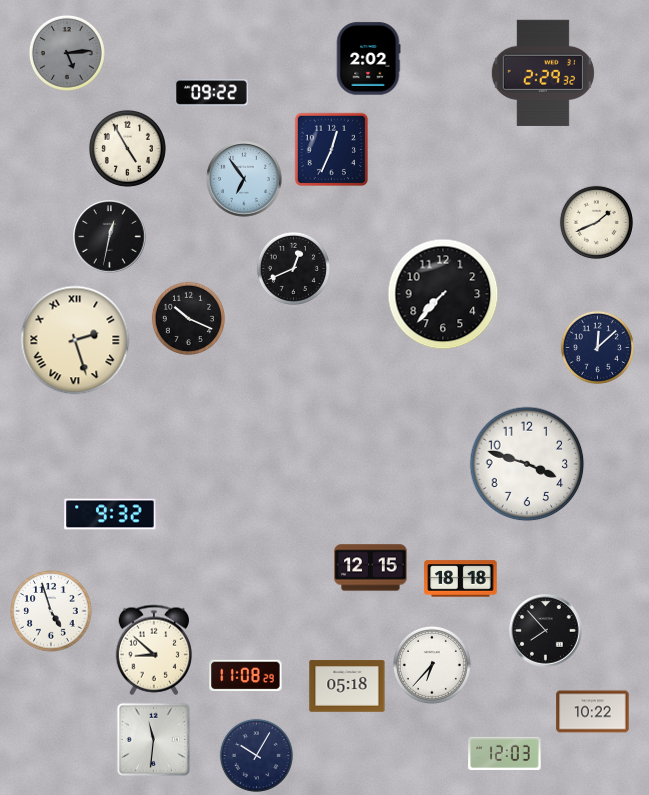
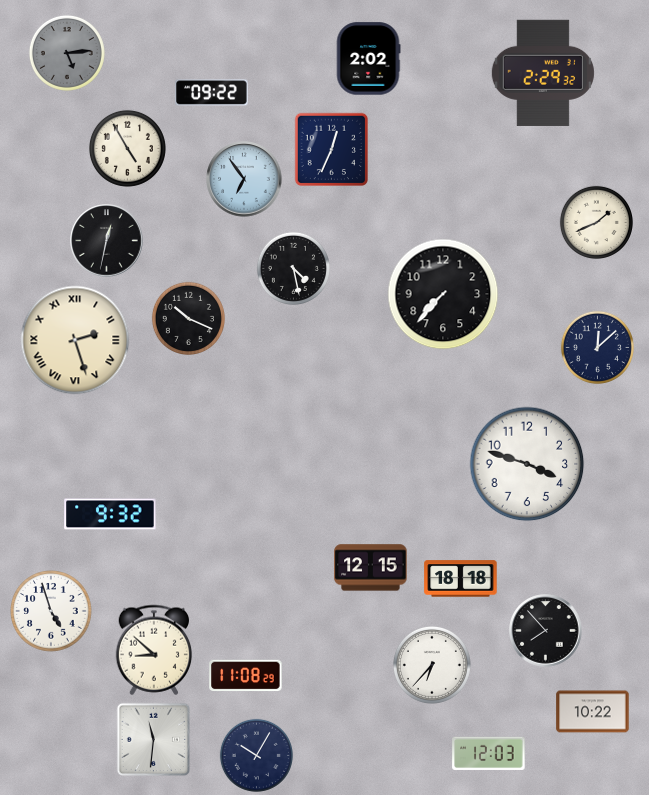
clock at (110, 237) position: (110, 237) -> (107, 241)
clock at (293, 268): 12:41 -> 4:28
clock at (347, 686): 05:18 -> none
clock at (505, 753) position: (505, 753) -> (489, 753)
